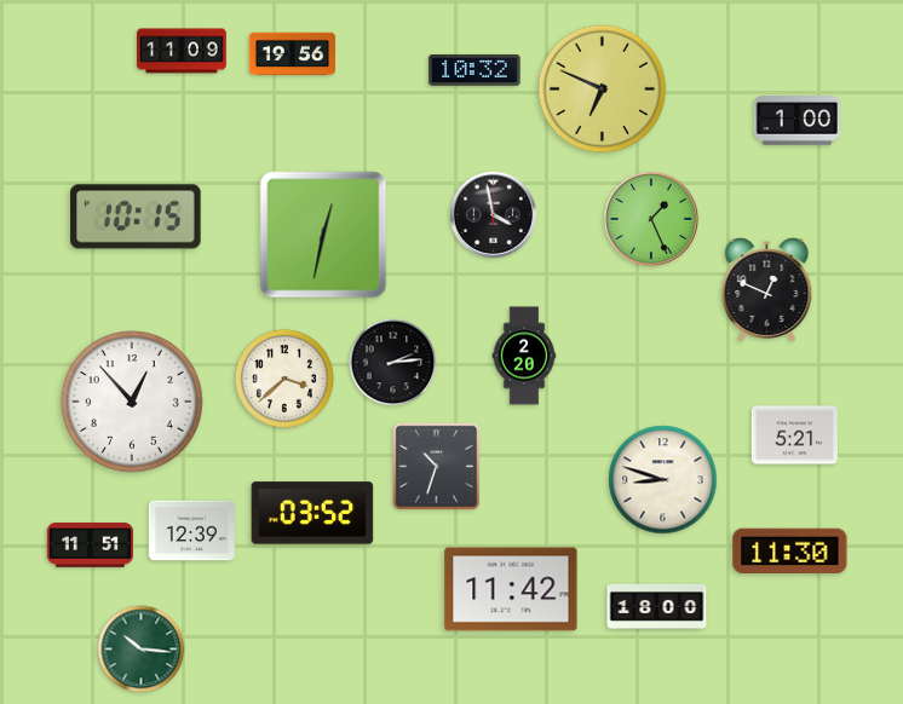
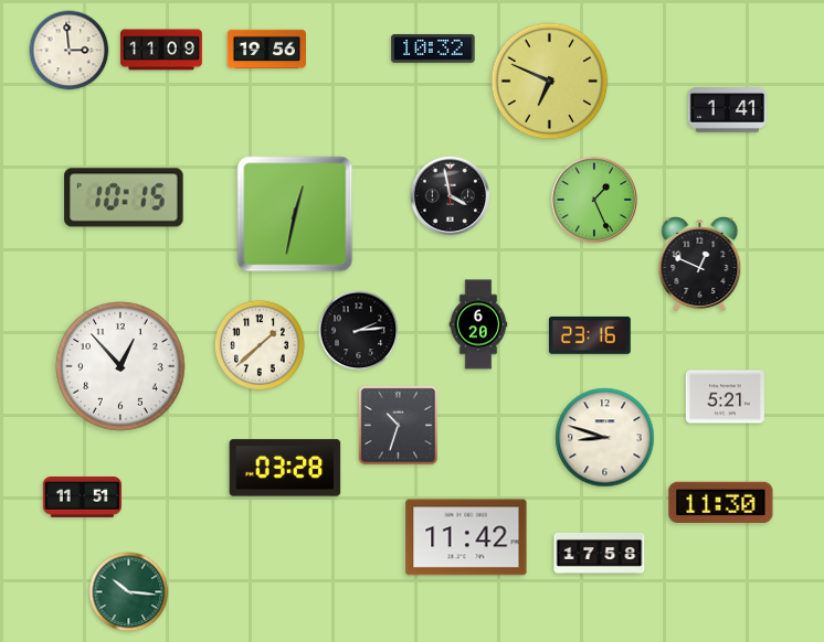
clock at (182, 51) position: (182, 51) -> (161, 50)
clock at (70, 51): none -> 2:59
clock at (474, 70) position: (474, 70) -> (433, 49)
clock at (796, 121): 1:00 -> 1:41
clock at (524, 356): 2:20 -> 6:20
clock at (590, 335): none -> 23:16
clock at (284, 379): 3:38 -> 1:38
clock at (312, 513): 03:52 -> 03:28
clock at (191, 531): 12:39 -> none
clock at (657, 606): 18:00 -> 17:58
